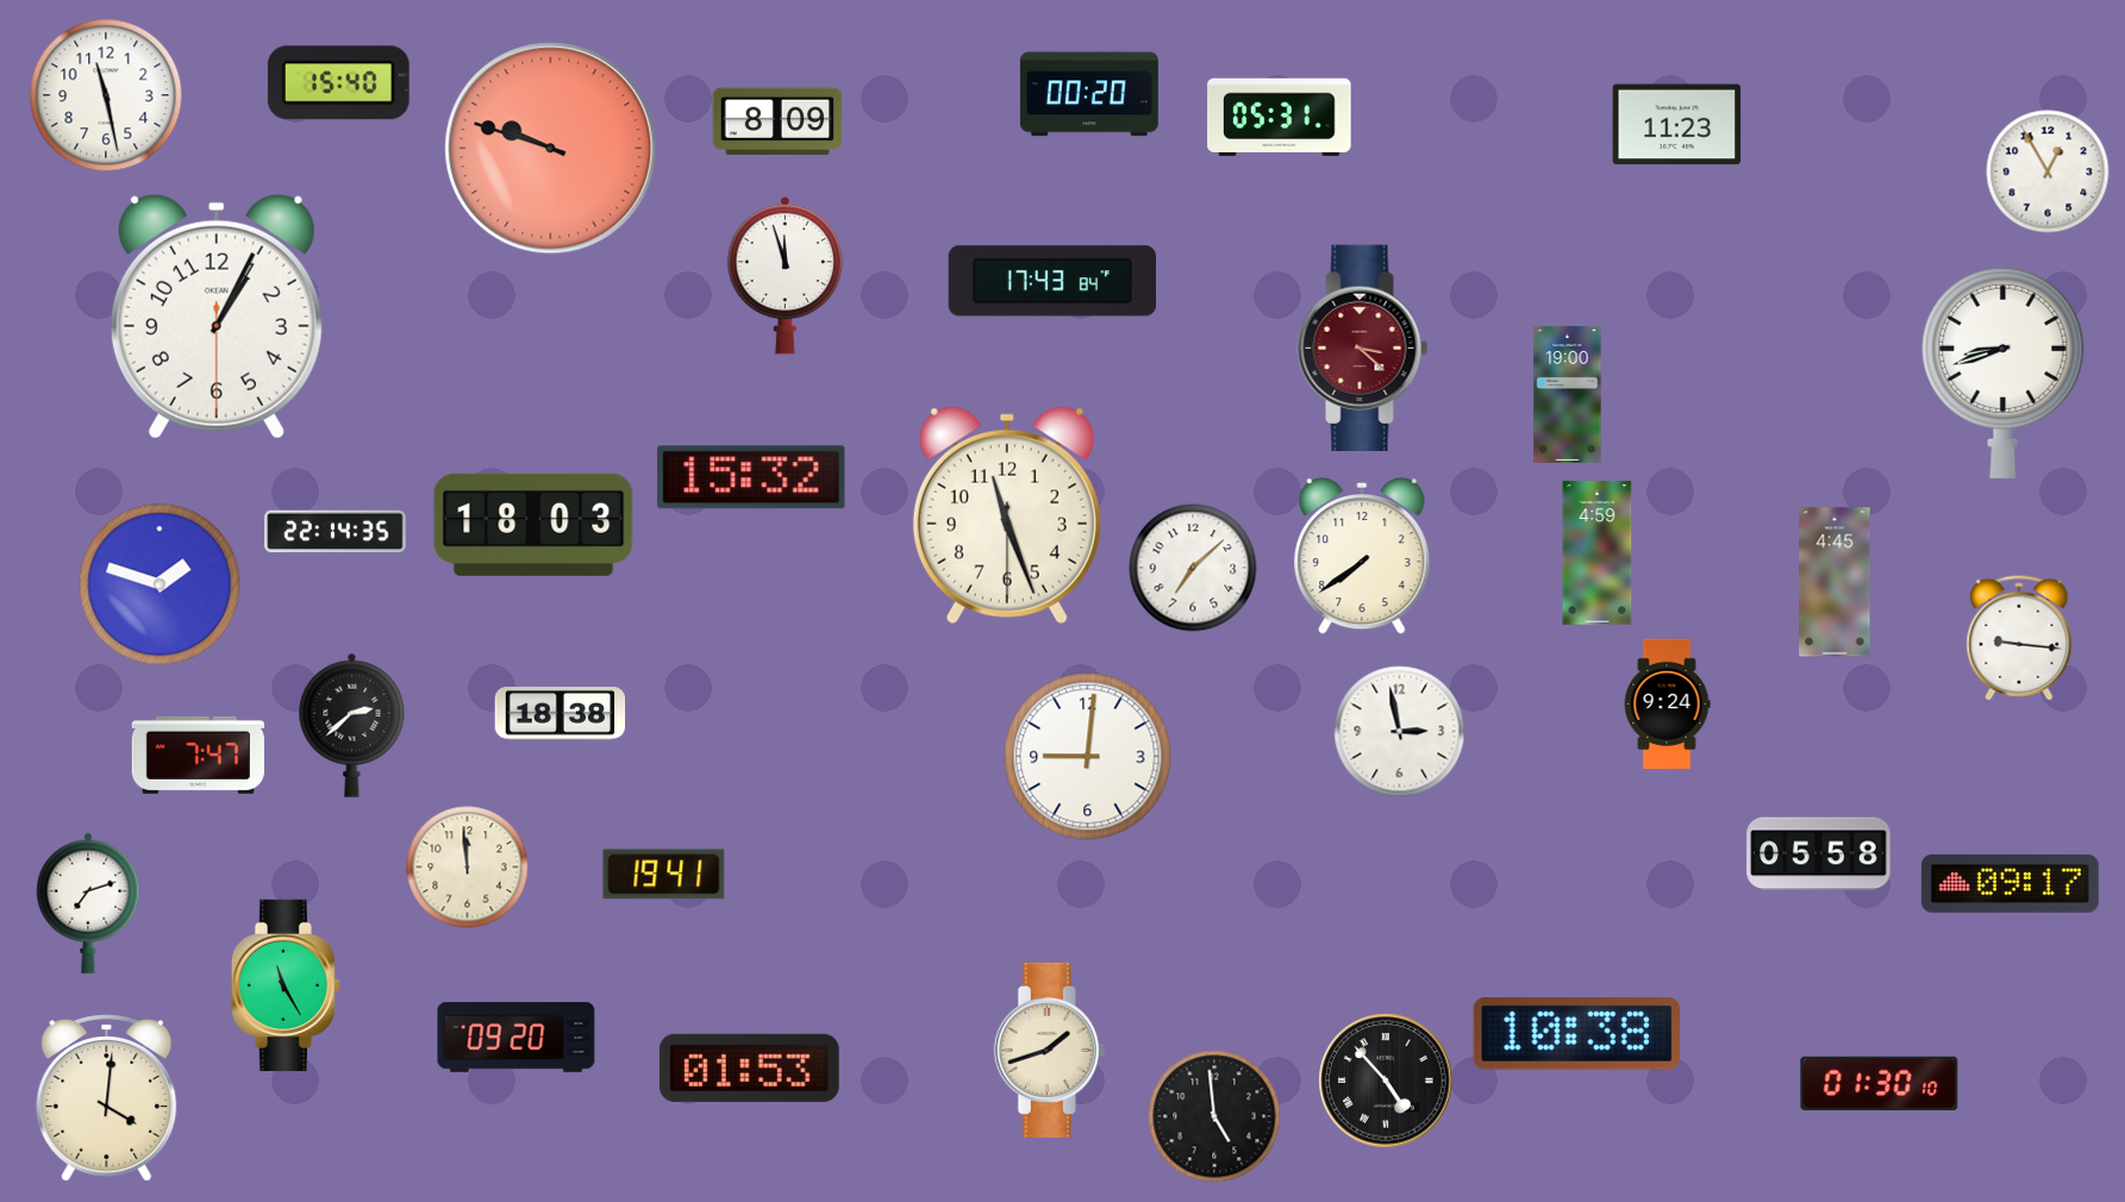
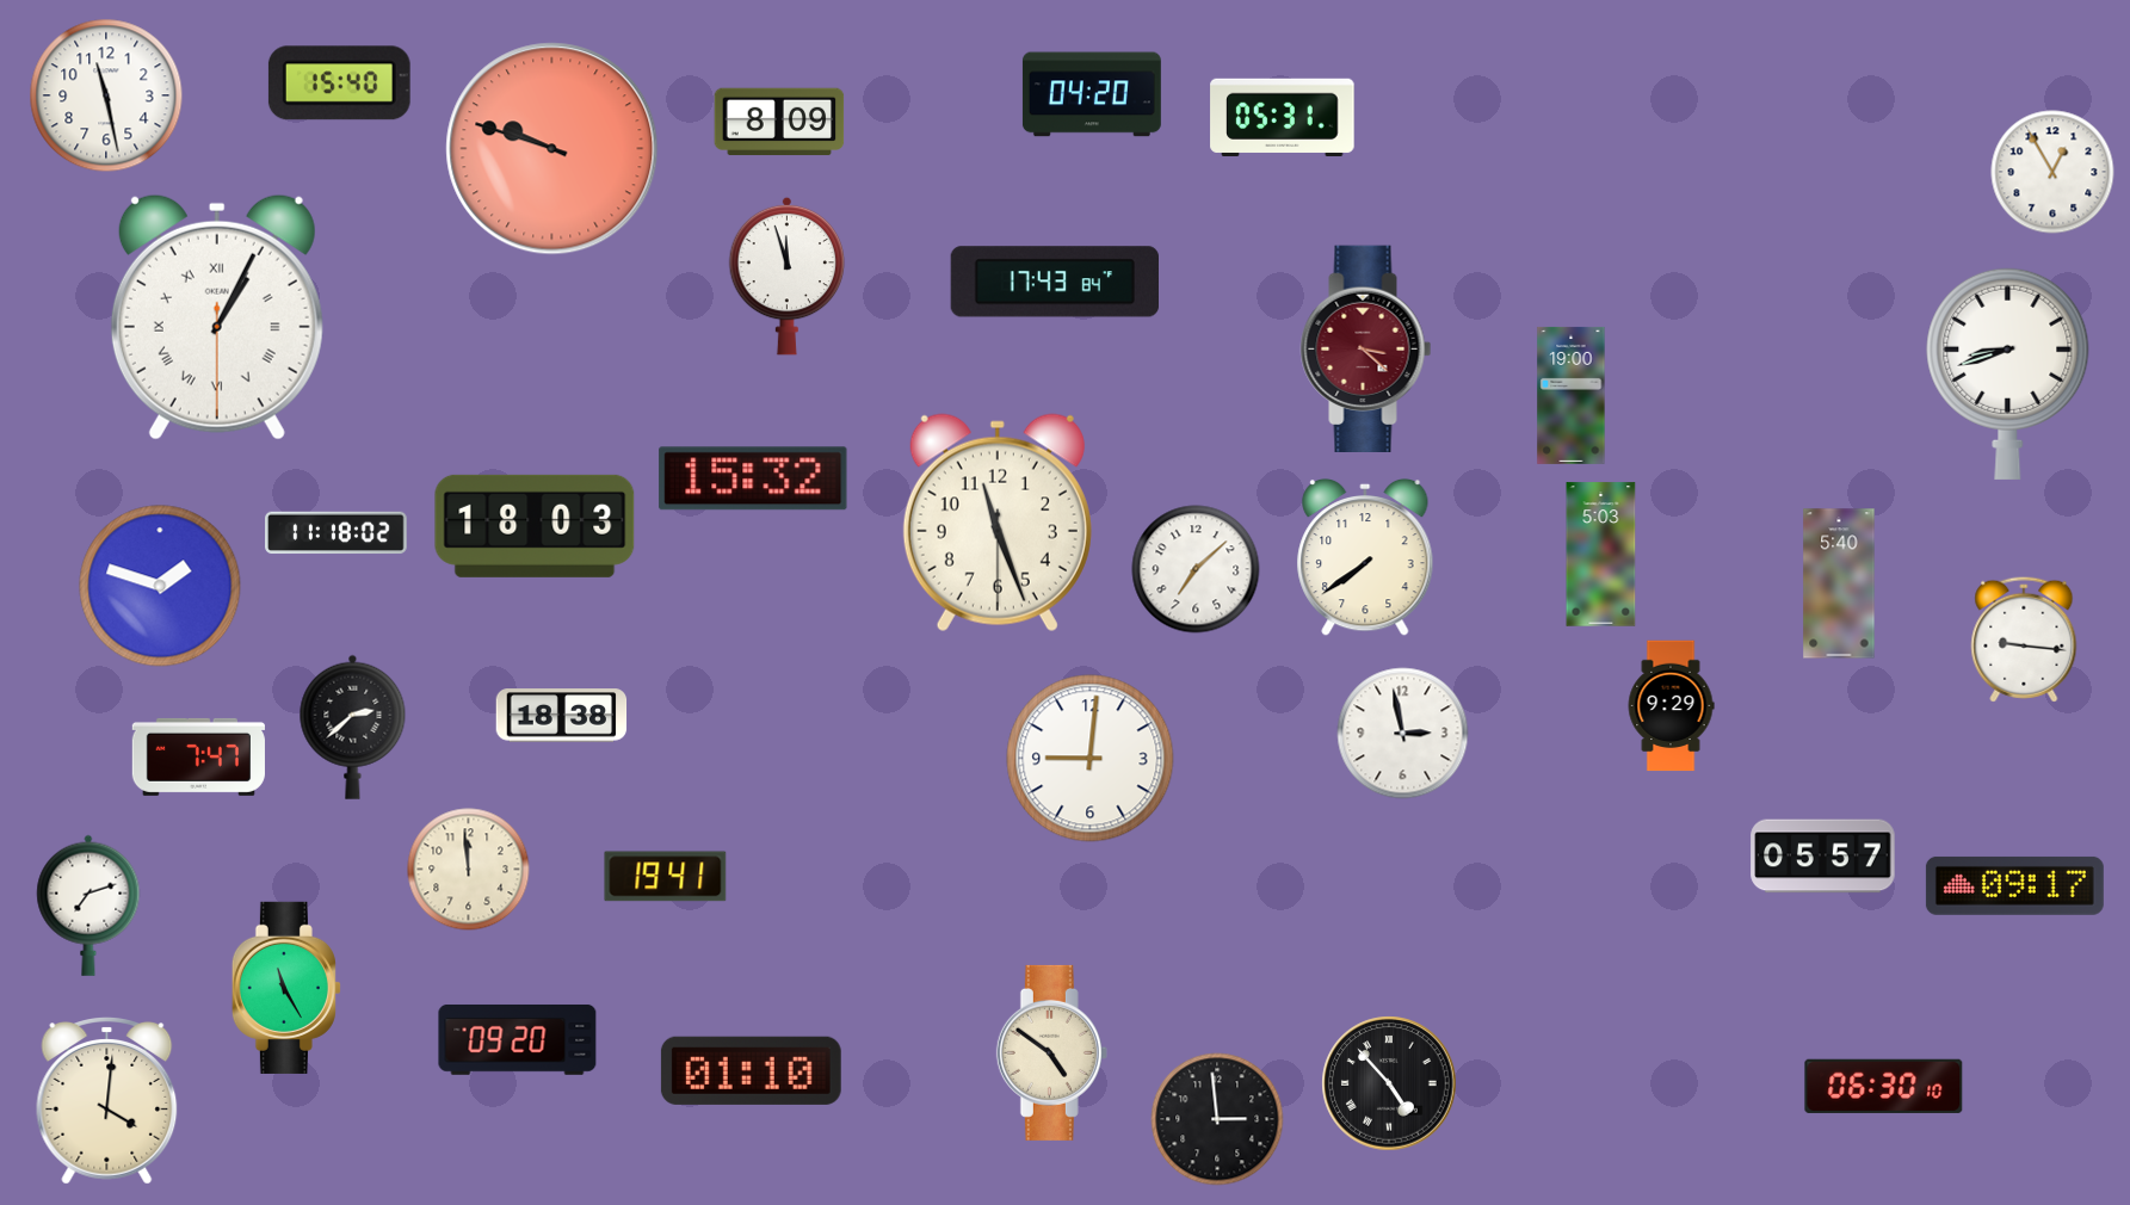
clock at (1089, 94): 00:20 -> 04:20
clock at (1677, 125): 11:23 -> none
clock at (217, 317) numerals: Arabic -> Roman
clock at (1007, 515) position: (1007, 515) -> (998, 523)
clock at (336, 532): 22:14 -> 11:18
clock at (1598, 553): 4:59 -> 5:03
clock at (1835, 582): 4:45 -> 5:40
clock at (1667, 705): 9:24 -> 9:29
clock at (1819, 854): 05:58 -> 05:57
clock at (1576, 1034): 10:38 -> none
clock at (1049, 1050): 1:42 -> 4:51
clock at (749, 1068): 01:53 -> 01:10
clock at (1880, 1083): 01:30 -> 06:30
clock at (1214, 1116): 4:59 -> 2:59
